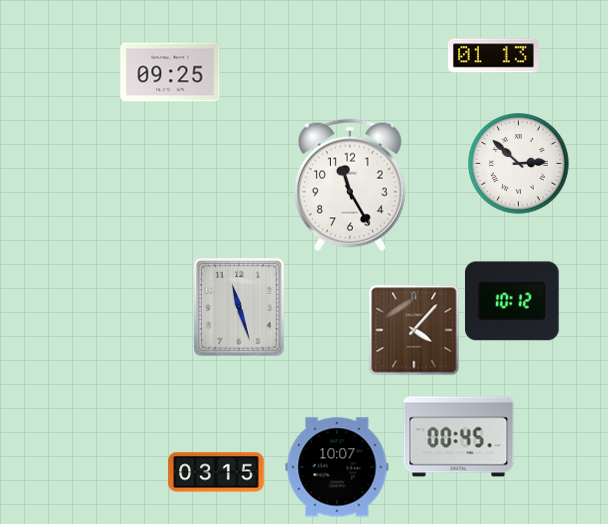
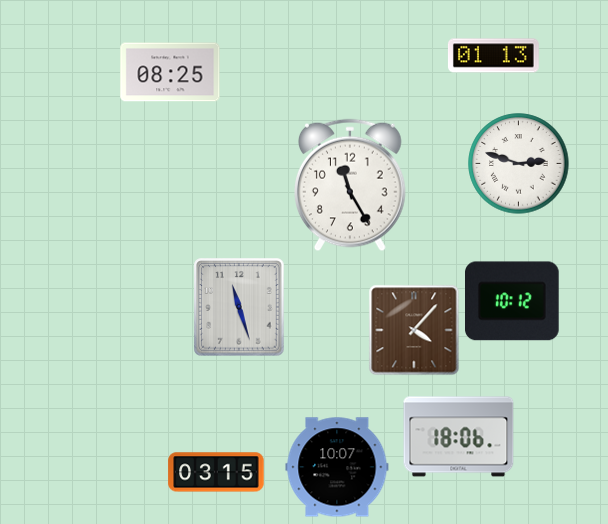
clock at (170, 72): 09:25 -> 08:25
clock at (519, 164): 2:52 -> 2:48
clock at (459, 437): 00:45 -> 18:06
